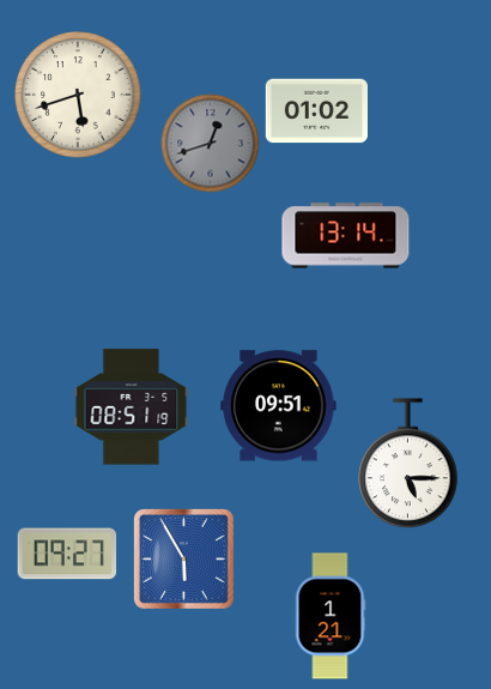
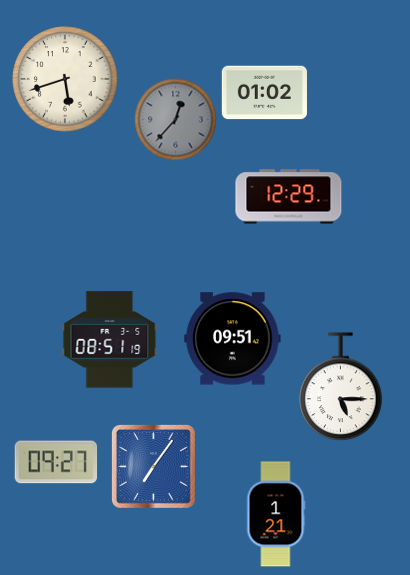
clock at (211, 144): 12:42 -> 12:37
clock at (346, 236): 13:14 -> 12:29
clock at (183, 558): 5:55 -> 7:06
